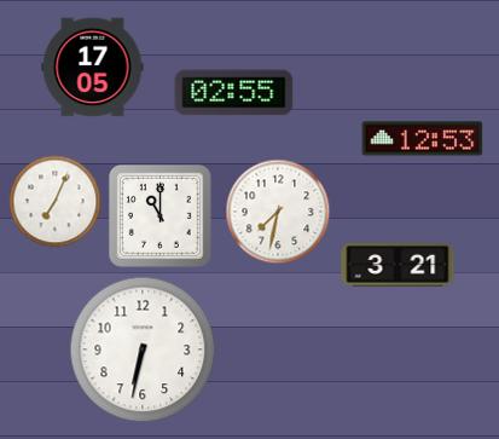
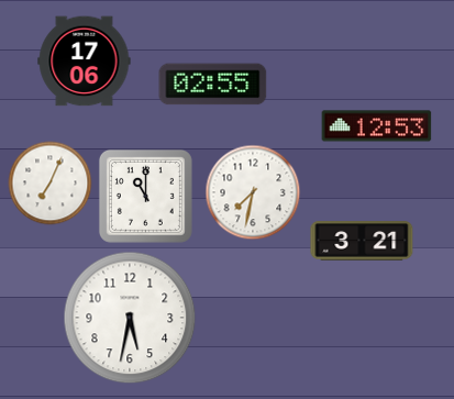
clock at (93, 68): 17:05 -> 17:06
clock at (423, 139) position: (423, 139) -> (377, 126)
clock at (143, 350): 6:32 -> 5:32
